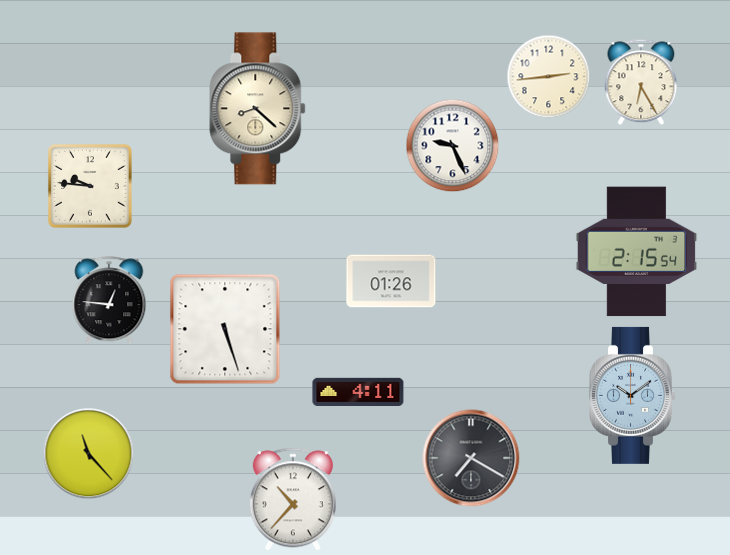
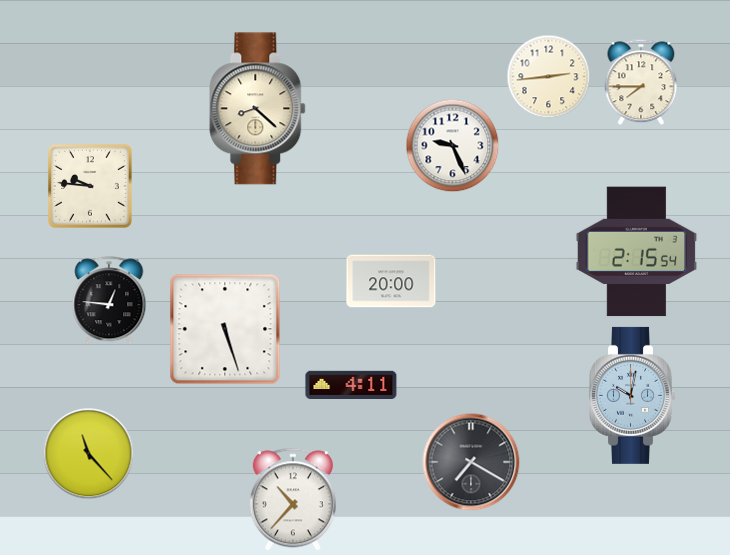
clock at (641, 82): 6:25 -> 7:45
clock at (391, 281): 01:26 -> 20:00
clock at (358, 391) position: (358, 391) -> (351, 384)
clock at (633, 395): 10:09 -> 10:02
clock at (471, 458) position: (471, 458) -> (471, 462)
